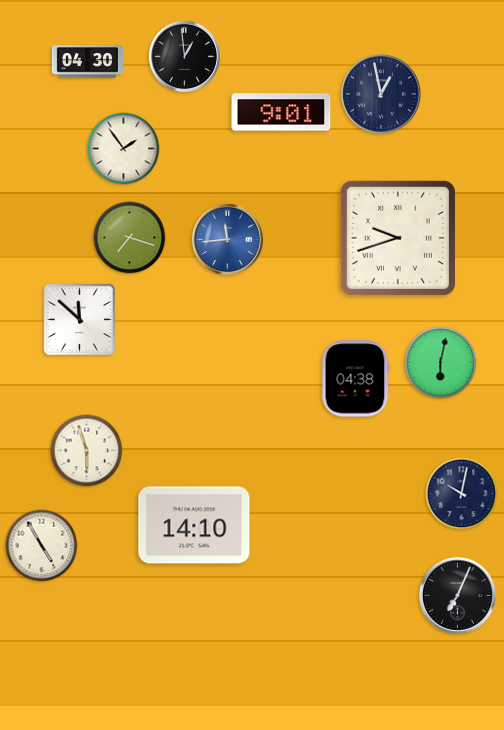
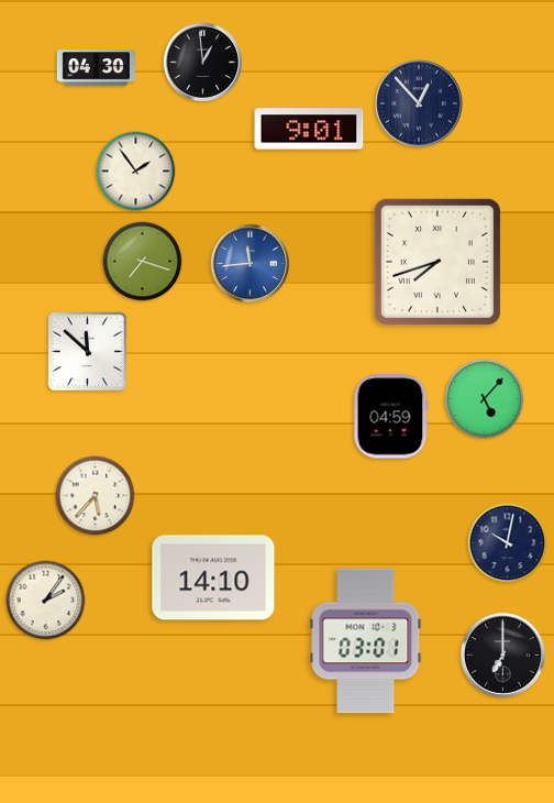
clock at (382, 95): 12:58 -> 12:53
clock at (281, 112) position: (281, 112) -> (309, 129)
clock at (124, 149) position: (124, 149) -> (136, 172)
clock at (398, 238): 9:42 -> 7:42
clock at (441, 363): 6:02 -> 5:07
clock at (355, 379): 04:38 -> 04:59
clock at (87, 451): 5:57 -> 5:37
clock at (42, 546): 4:55 -> 2:06
clock at (366, 641): none -> 03:01
clock at (457, 595): 7:04 -> 7:00
